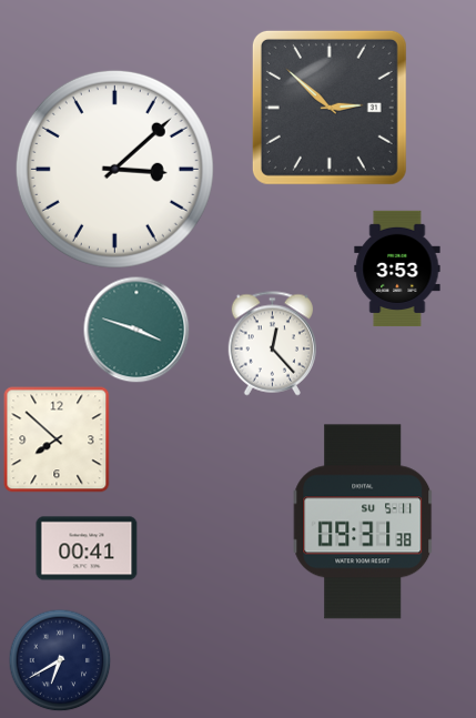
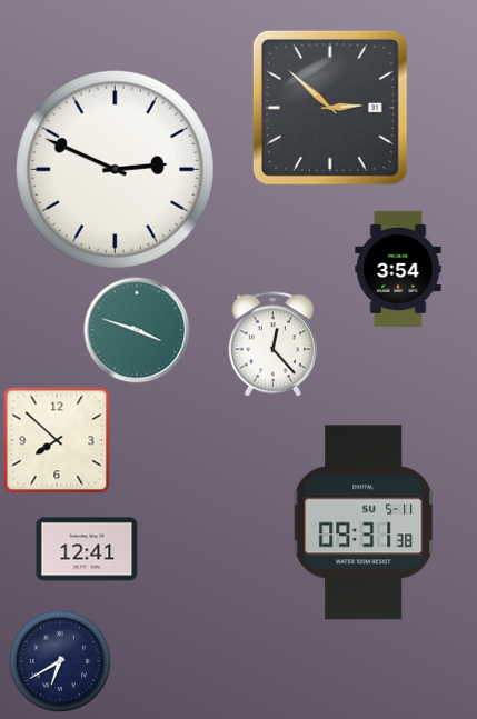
clock at (114, 169): 3:08 -> 2:49
clock at (397, 267): 3:53 -> 3:54
clock at (87, 548): 00:41 -> 12:41
